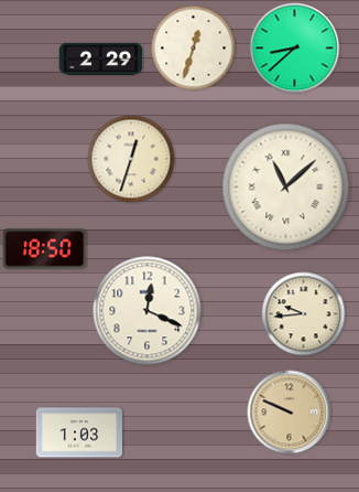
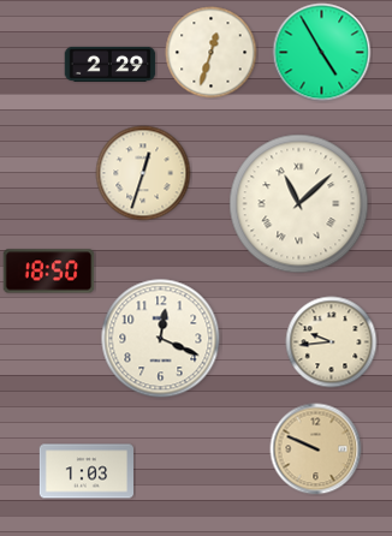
clock at (295, 49): 8:38 -> 4:55
clock at (286, 188) position: (286, 188) -> (299, 204)
